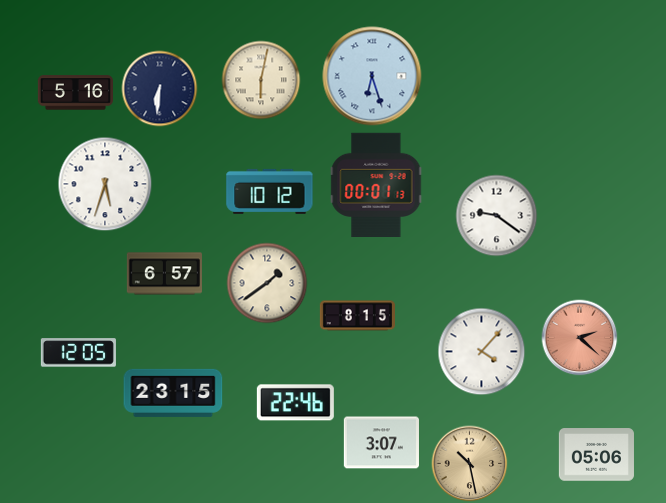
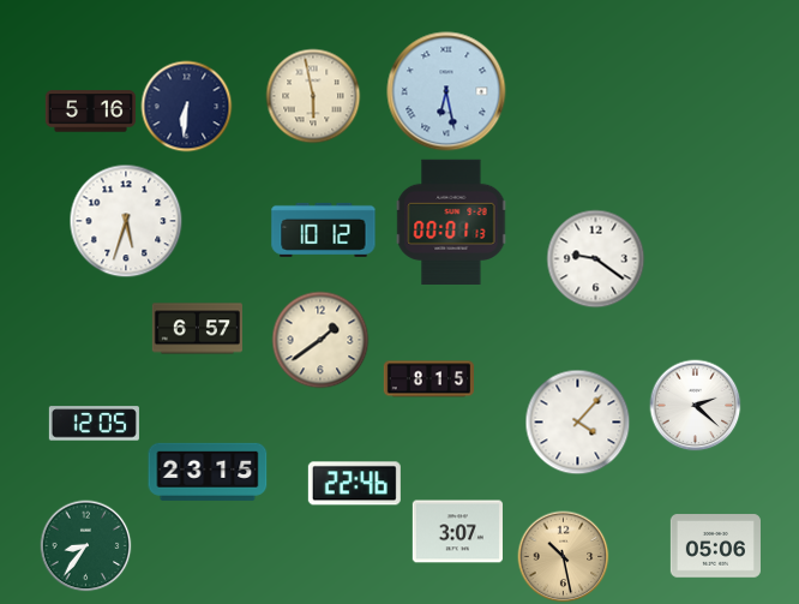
clock at (372, 76): 6:27 -> 6:28
clock at (261, 80): 6:02 -> 5:58
clock at (160, 89) position: (160, 89) -> (187, 107)
clock at (580, 338) dial: salmon -> white
clock at (86, 546): none -> 8:36
